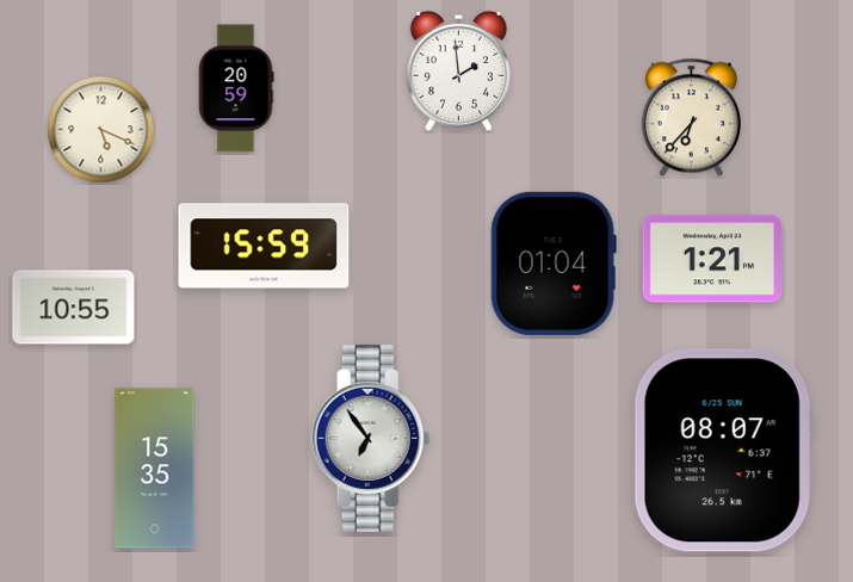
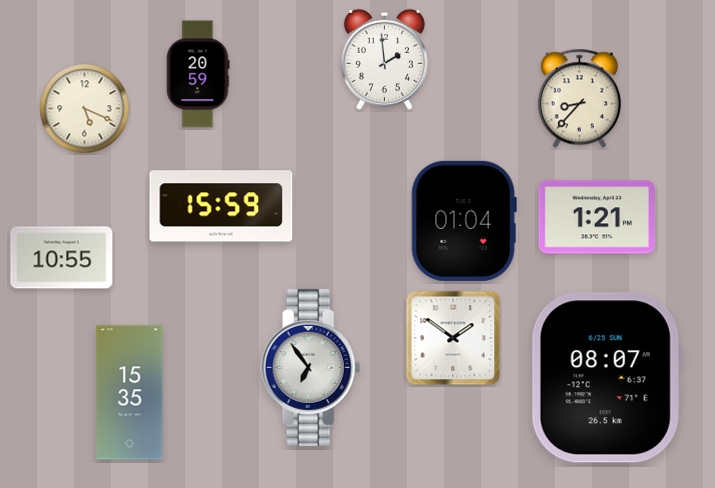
clock at (691, 118): 6:37 -> 8:37
clock at (453, 338): none -> 1:51
